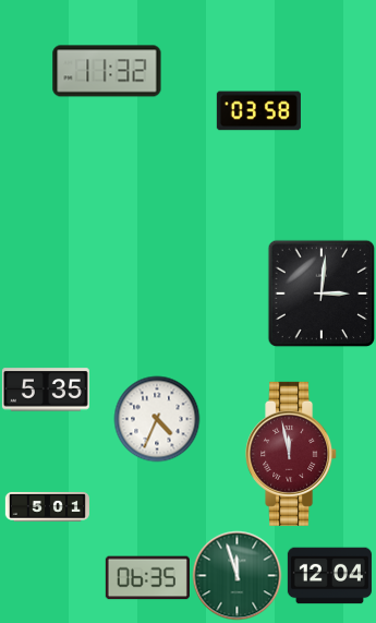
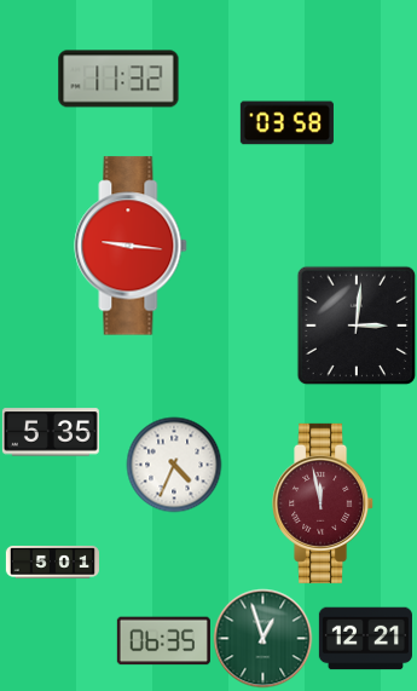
clock at (131, 246): none -> 9:16
clock at (236, 575): 11:57 -> 12:57
clock at (329, 576): 12:04 -> 12:21
